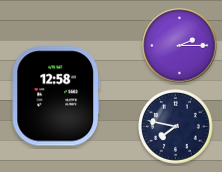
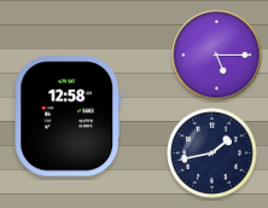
clock at (180, 46): 2:15 -> 5:15
clock at (176, 127): 7:47 -> 1:43
